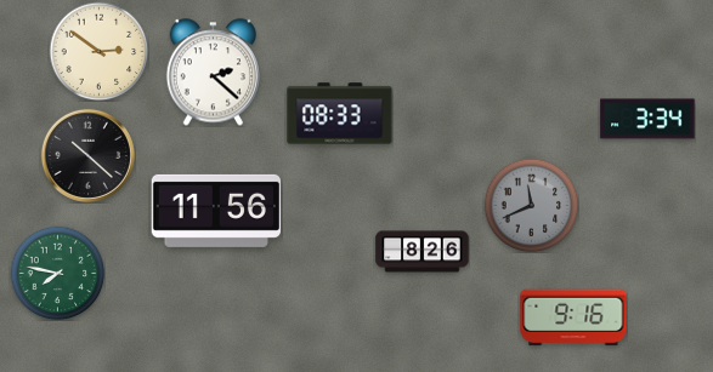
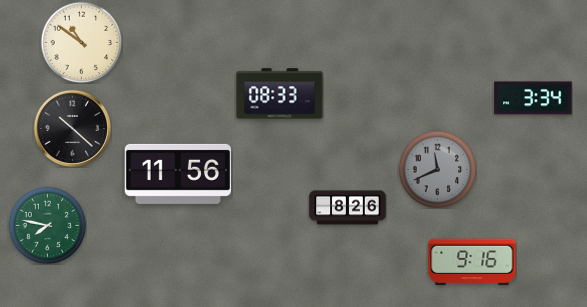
clock at (98, 51): 2:51 -> 10:51
clock at (213, 73): 2:22 -> none
